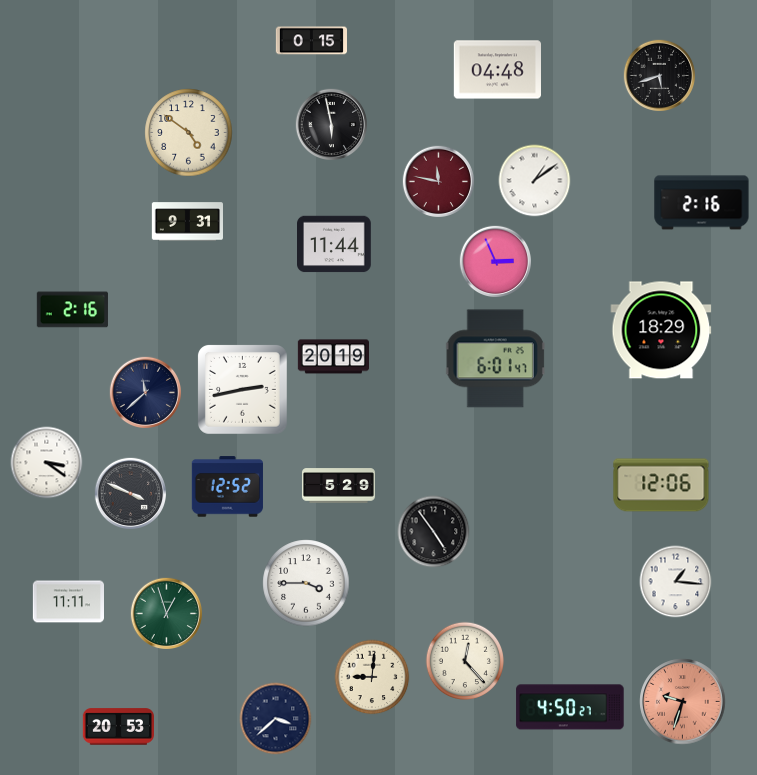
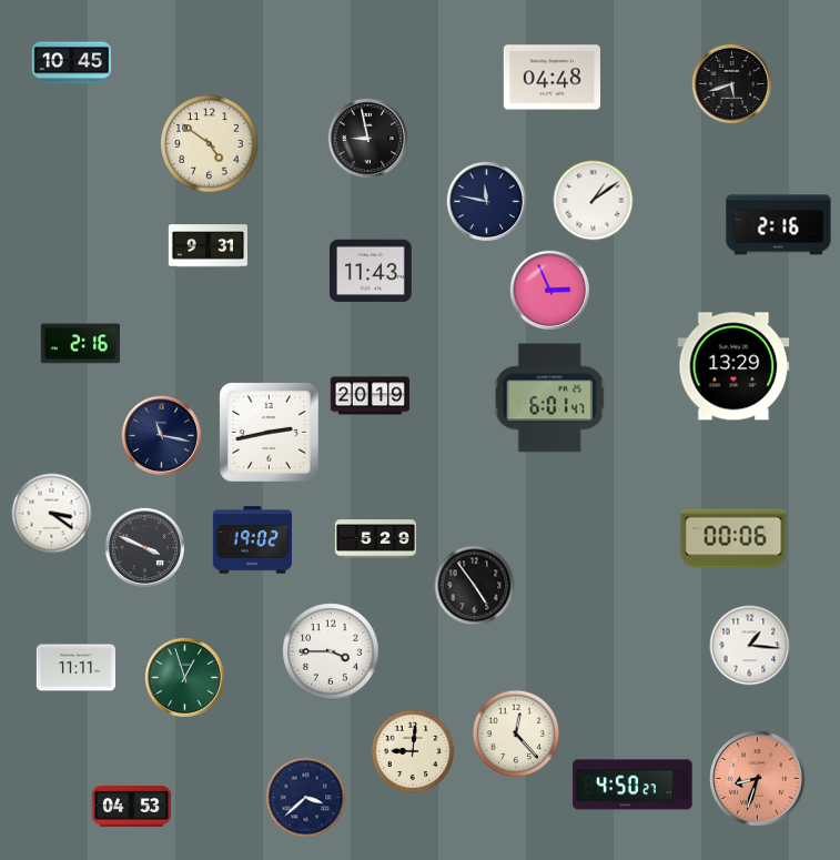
clock at (311, 41): 0:15 -> none
clock at (71, 63): none -> 10:45
clock at (331, 124): 5:58 -> 8:58
clock at (189, 133) position: (189, 133) -> (210, 144)
clock at (438, 181) dial: burgundy -> navy
clock at (335, 244): 11:44 -> 11:43
clock at (661, 330): 18:29 -> 13:29
clock at (145, 392): 11:38 -> 11:17
clock at (661, 485): 12:06 -> 00:06
clock at (227, 487): 12:52 -> 19:02
clock at (434, 532) position: (434, 532) -> (475, 586)
clock at (306, 583) position: (306, 583) -> (331, 651)
clock at (166, 613) position: (166, 613) -> (184, 677)
clock at (683, 702): 9:33 -> 8:33
clock at (118, 727): 20:53 -> 04:53
